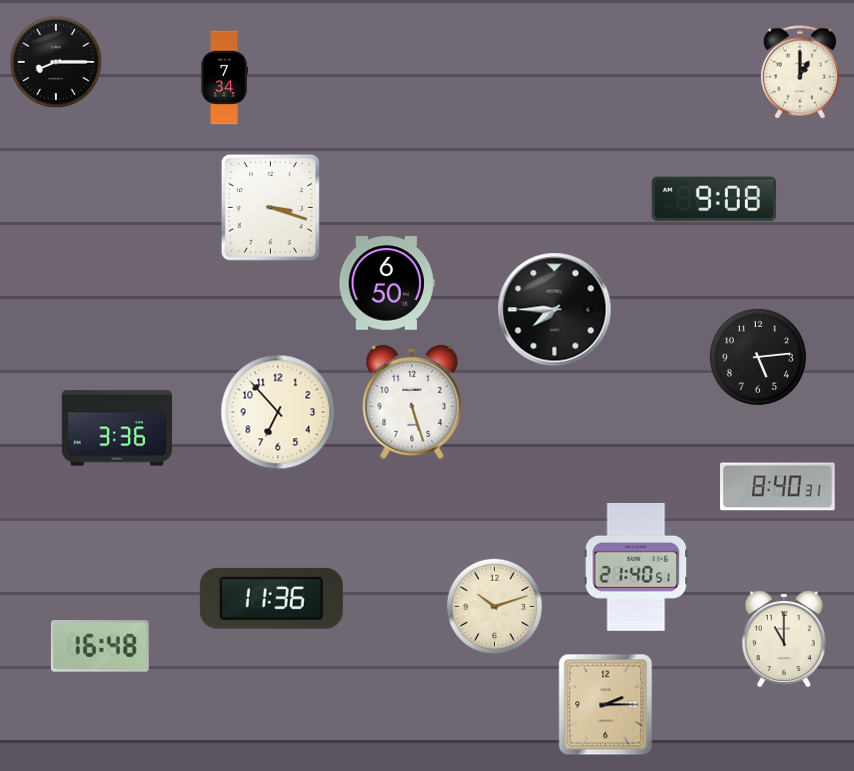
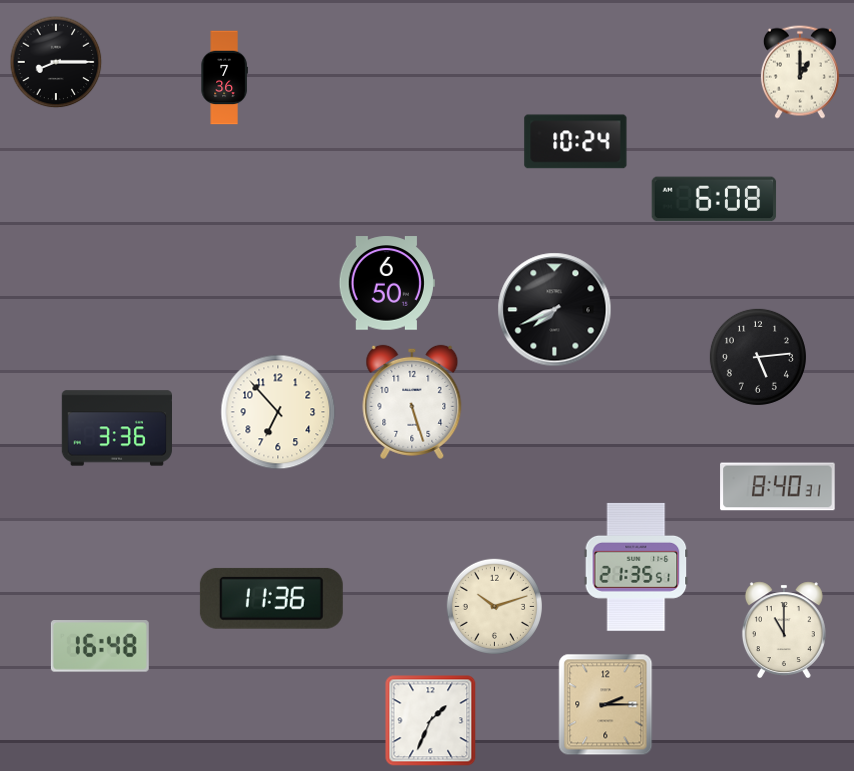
clock at (224, 78): 7:34 -> 7:36
clock at (576, 142): none -> 10:24
clock at (714, 199): 9:08 -> 6:08
clock at (270, 207): 3:18 -> none
clock at (555, 310): 7:45 -> 7:41
clock at (636, 567): 21:40 -> 21:35
clock at (784, 638) position: (784, 638) -> (784, 629)
clock at (431, 721): none -> 1:34
